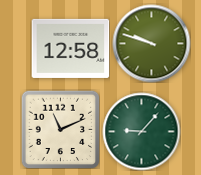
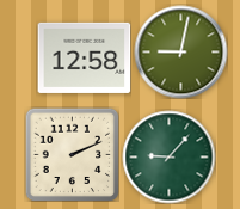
clock at (151, 43): 9:48 -> 9:02
clock at (60, 129): 11:11 -> 2:11
